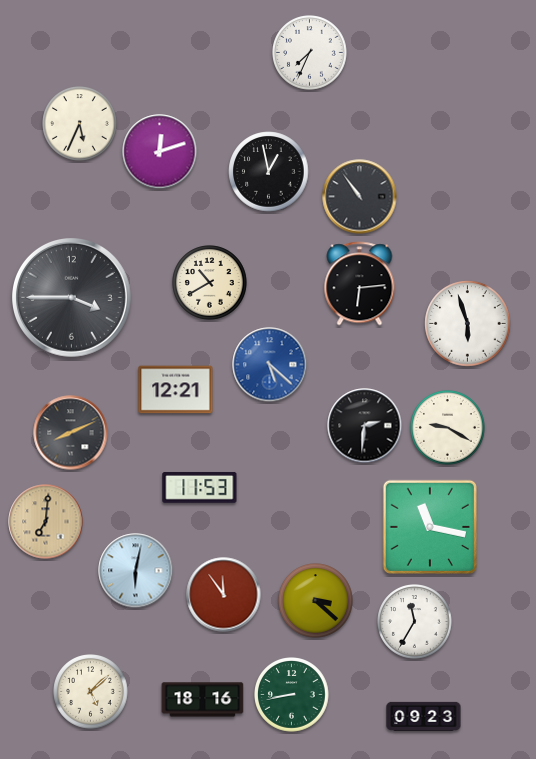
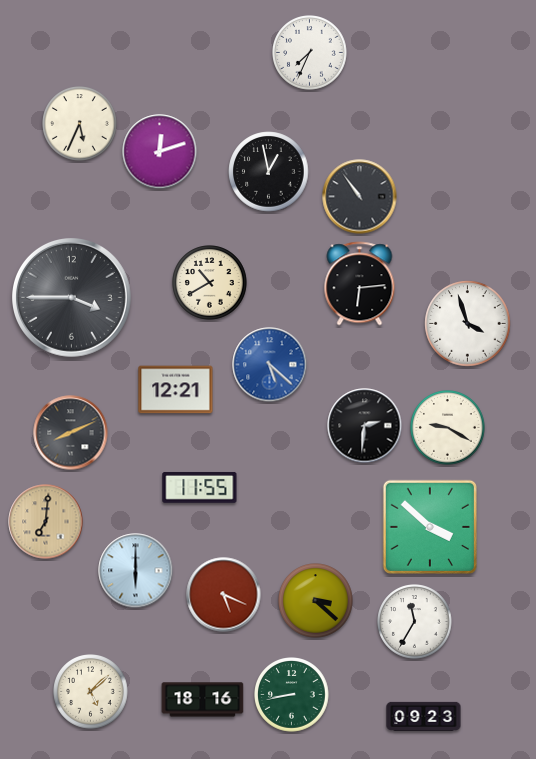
clock at (468, 324): 5:57 -> 3:57
clock at (200, 487): 11:53 -> 11:55
clock at (430, 527): 11:17 -> 3:52
clock at (136, 571): 6:02 -> 6:00
clock at (224, 595): 11:54 -> 5:19
